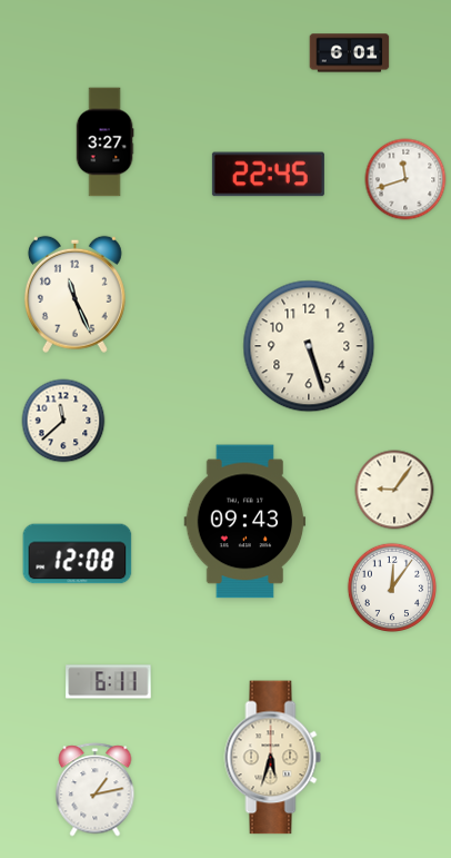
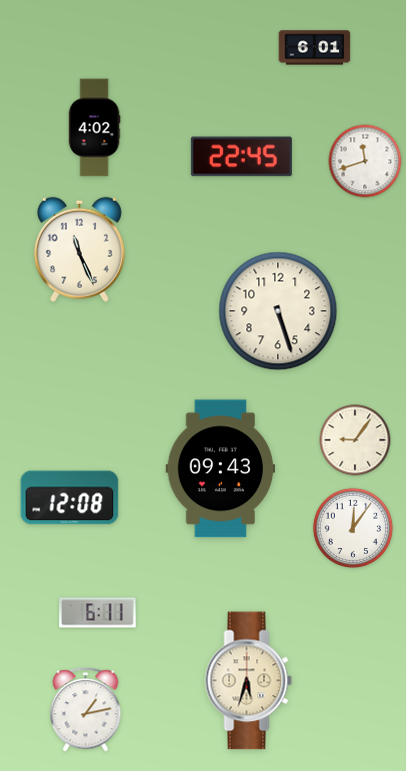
clock at (104, 142): 3:27 -> 4:02
clock at (74, 294) position: (74, 294) -> (79, 249)
clock at (63, 421): 11:38 -> none
clock at (273, 758) position: (273, 758) -> (249, 681)
